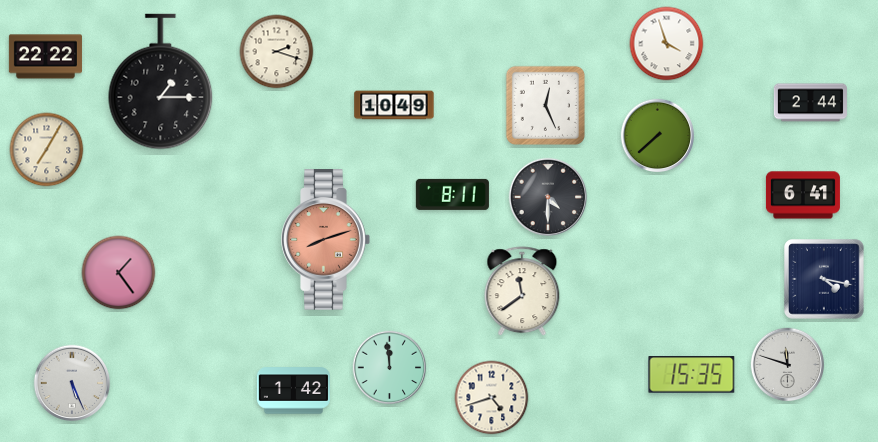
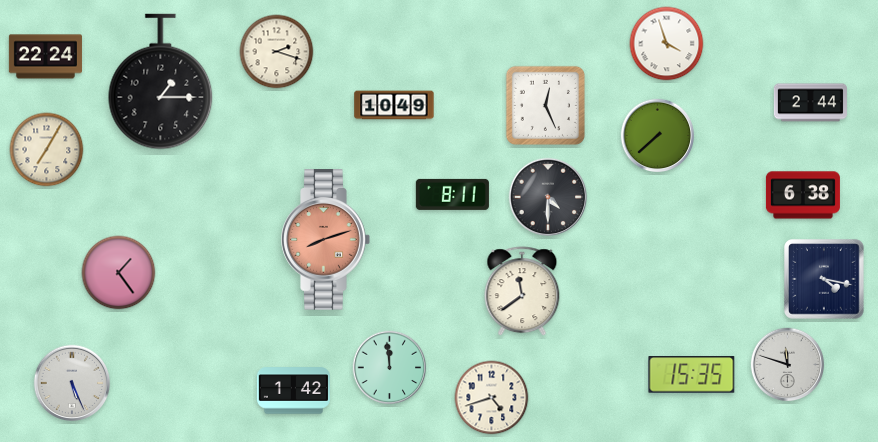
clock at (45, 57): 22:22 -> 22:24
clock at (803, 195): 6:41 -> 6:38
